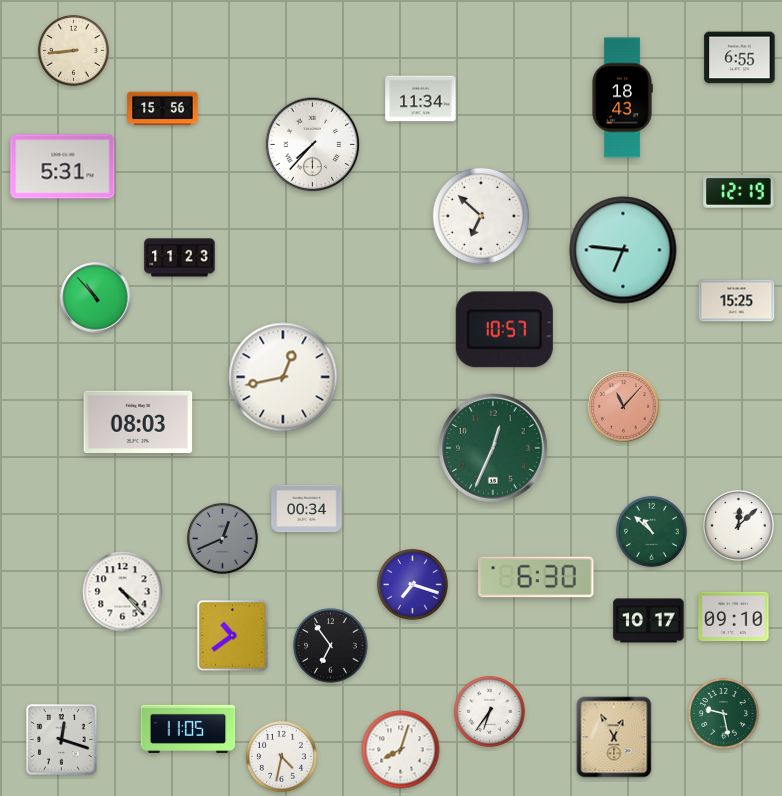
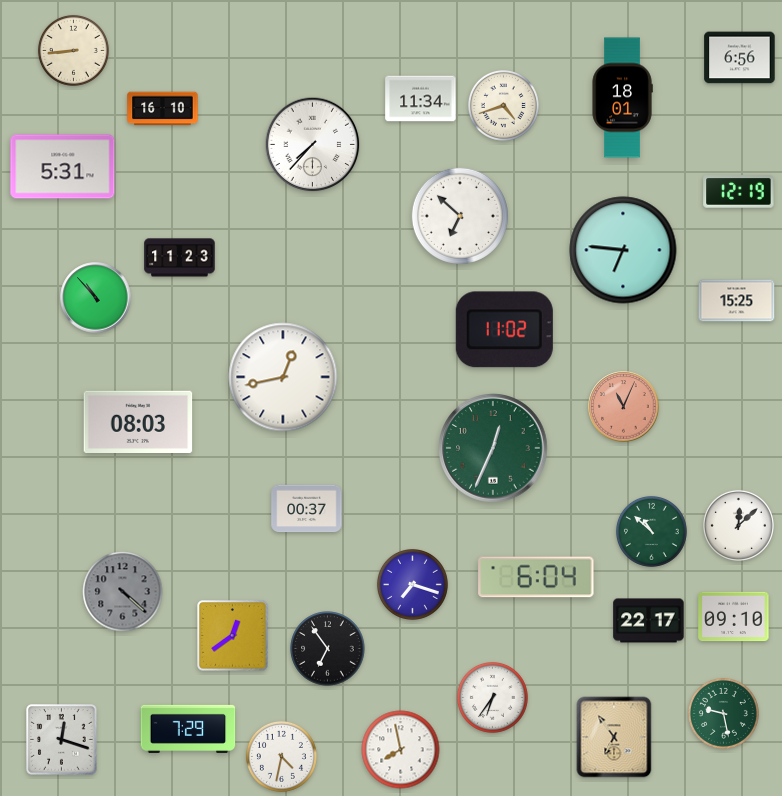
clock at (740, 58): 6:55 -> 6:56
clock at (622, 98): 18:43 -> 18:01
clock at (503, 105): none -> 4:42
clock at (163, 109): 15:56 -> 16:10
clock at (481, 216) position: (481, 216) -> (460, 216)
clock at (504, 330): 10:57 -> 11:02
clock at (624, 407): 11:07 -> 11:04
clock at (307, 509): 00:34 -> 00:37
clock at (222, 538): 12:41 -> none
clock at (536, 577): 6:30 -> 6:04
clock at (123, 592): 4:23 -> 4:22
clock at (123, 592) dial: white -> grey
clock at (649, 621): 10:17 -> 22:17
clock at (233, 636): 10:39 -> 12:39
clock at (331, 646) position: (331, 646) -> (328, 649)
clock at (489, 711) position: (489, 711) -> (492, 697)
clock at (188, 729): 11:05 -> 7:29
clock at (614, 737): 12:55 -> 6:54
clock at (401, 750): 8:03 -> 7:58
